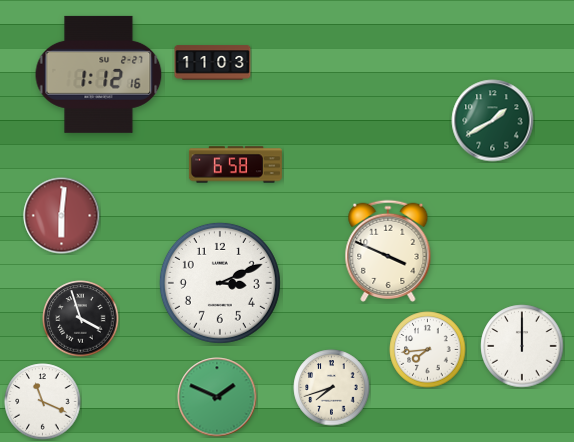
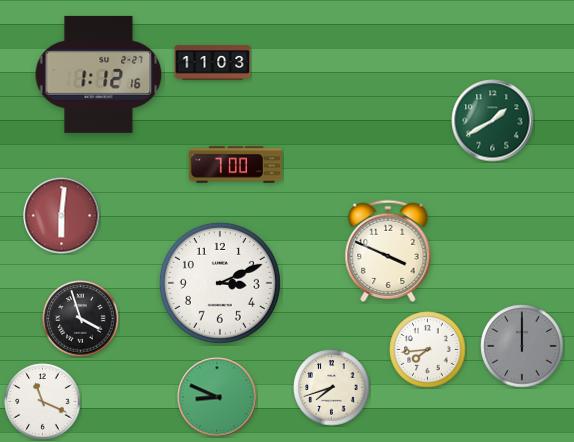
clock at (235, 165): 6:58 -> 7:00
clock at (522, 346) dial: white -> grey
clock at (217, 397): 1:49 -> 8:49
